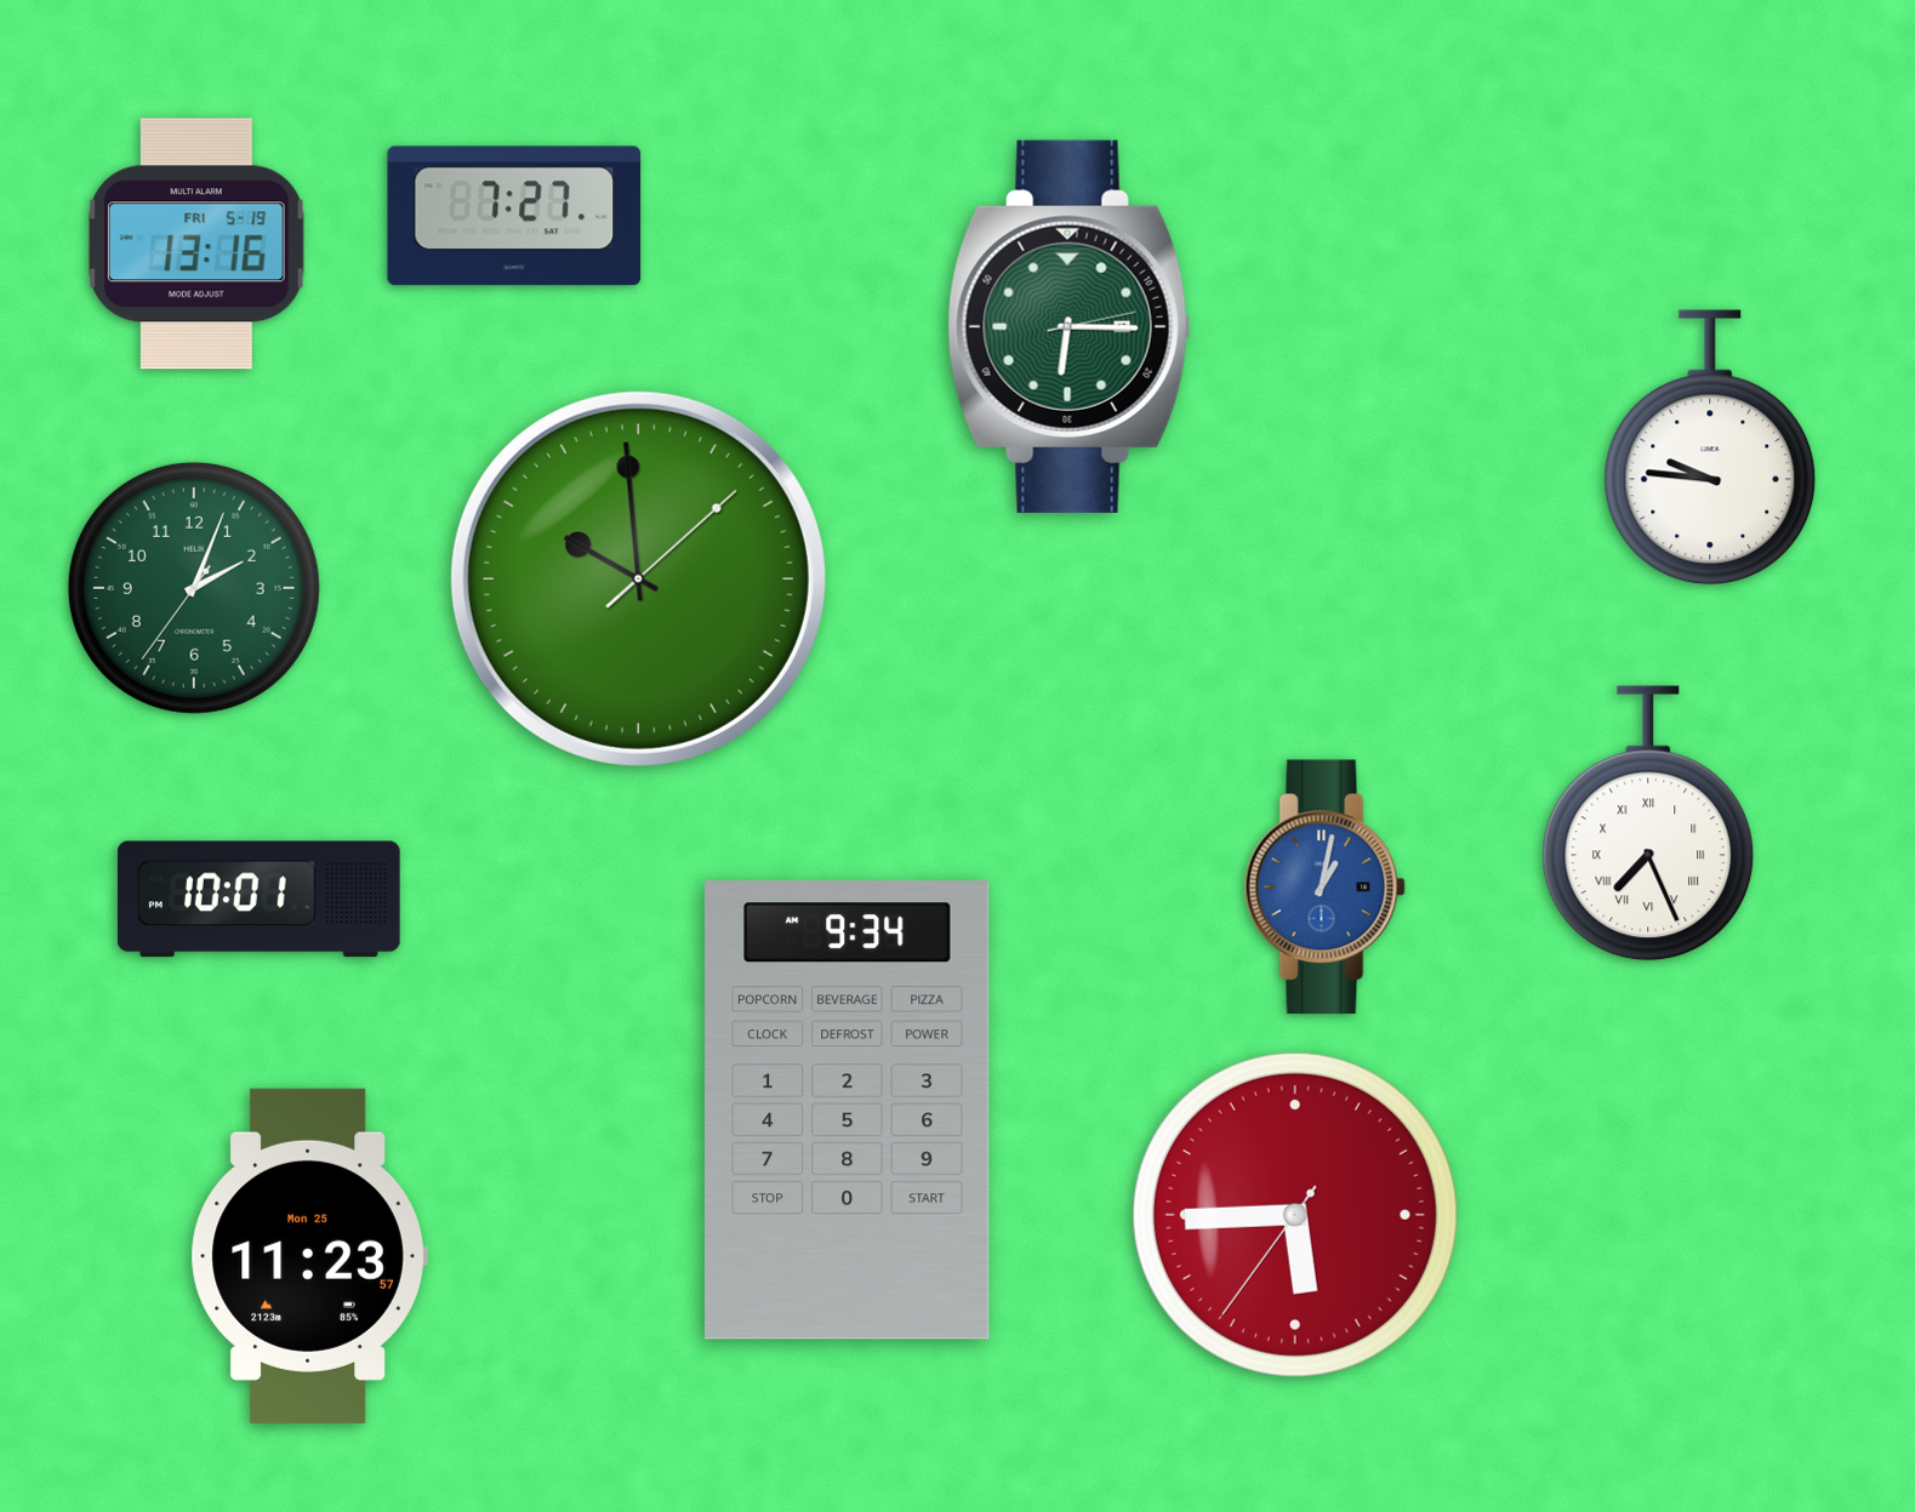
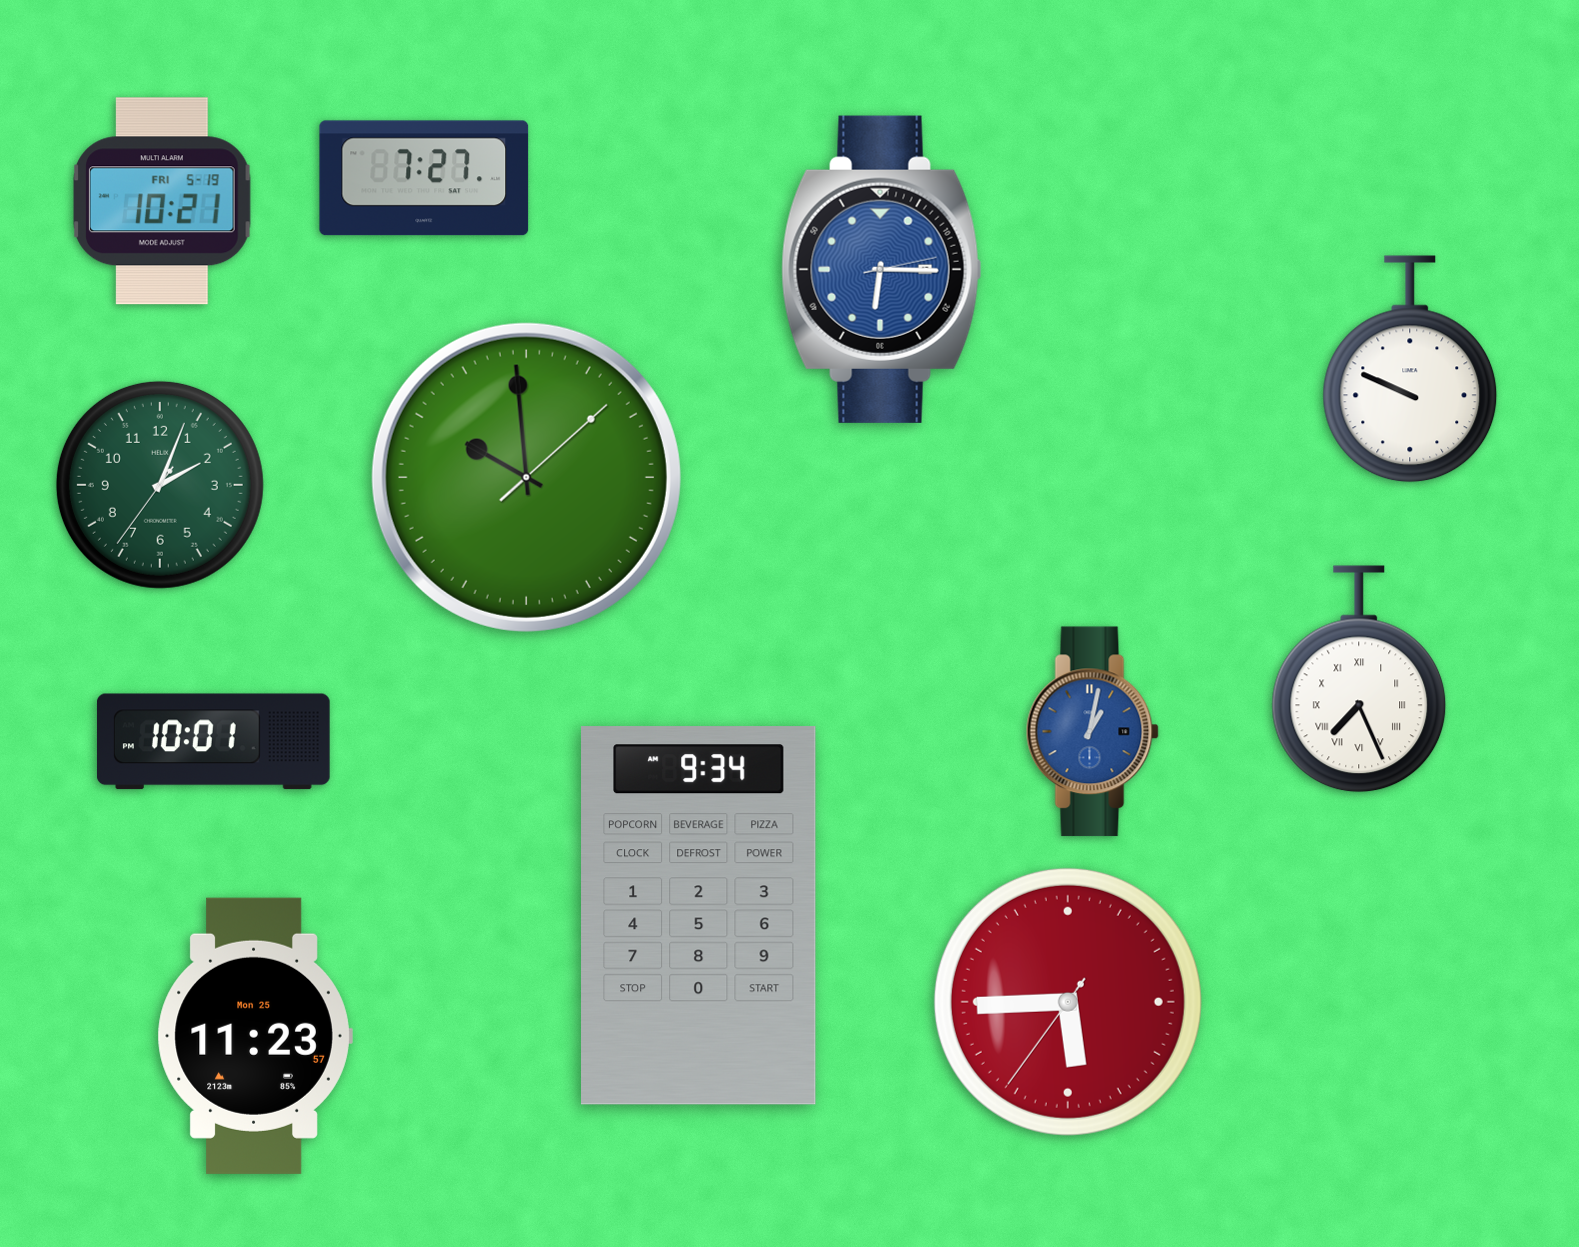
clock at (198, 244): 13:16 -> 10:21
clock at (1070, 326) dial: green -> blue
clock at (1710, 447): 9:46 -> 9:49
